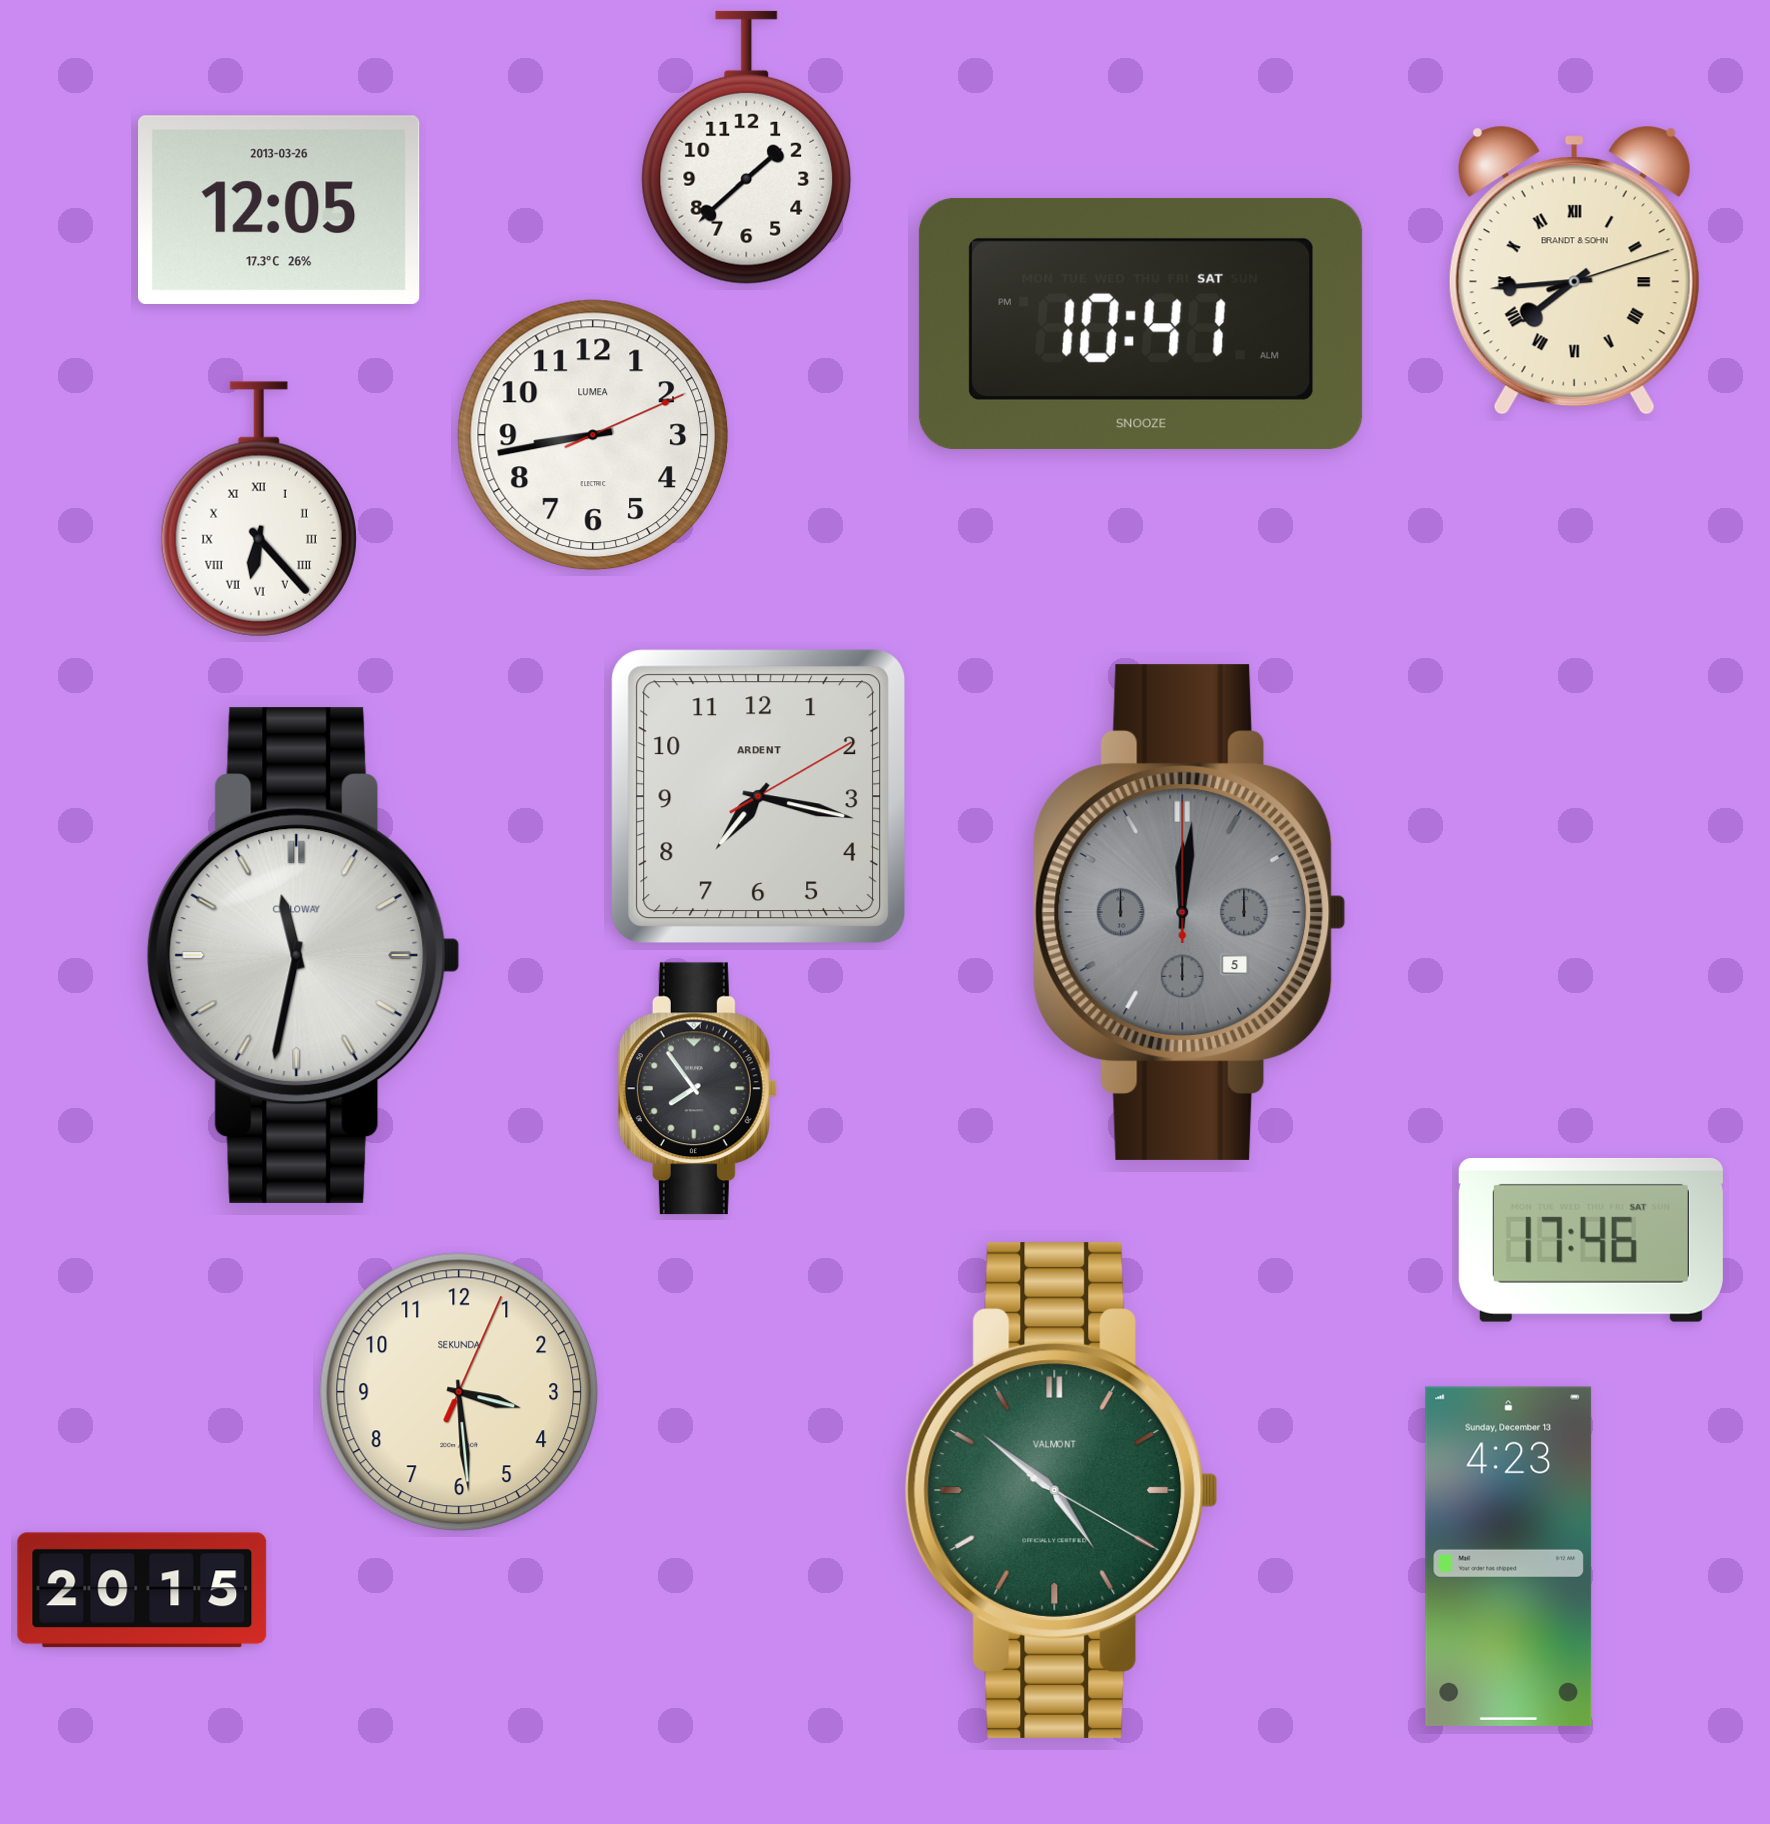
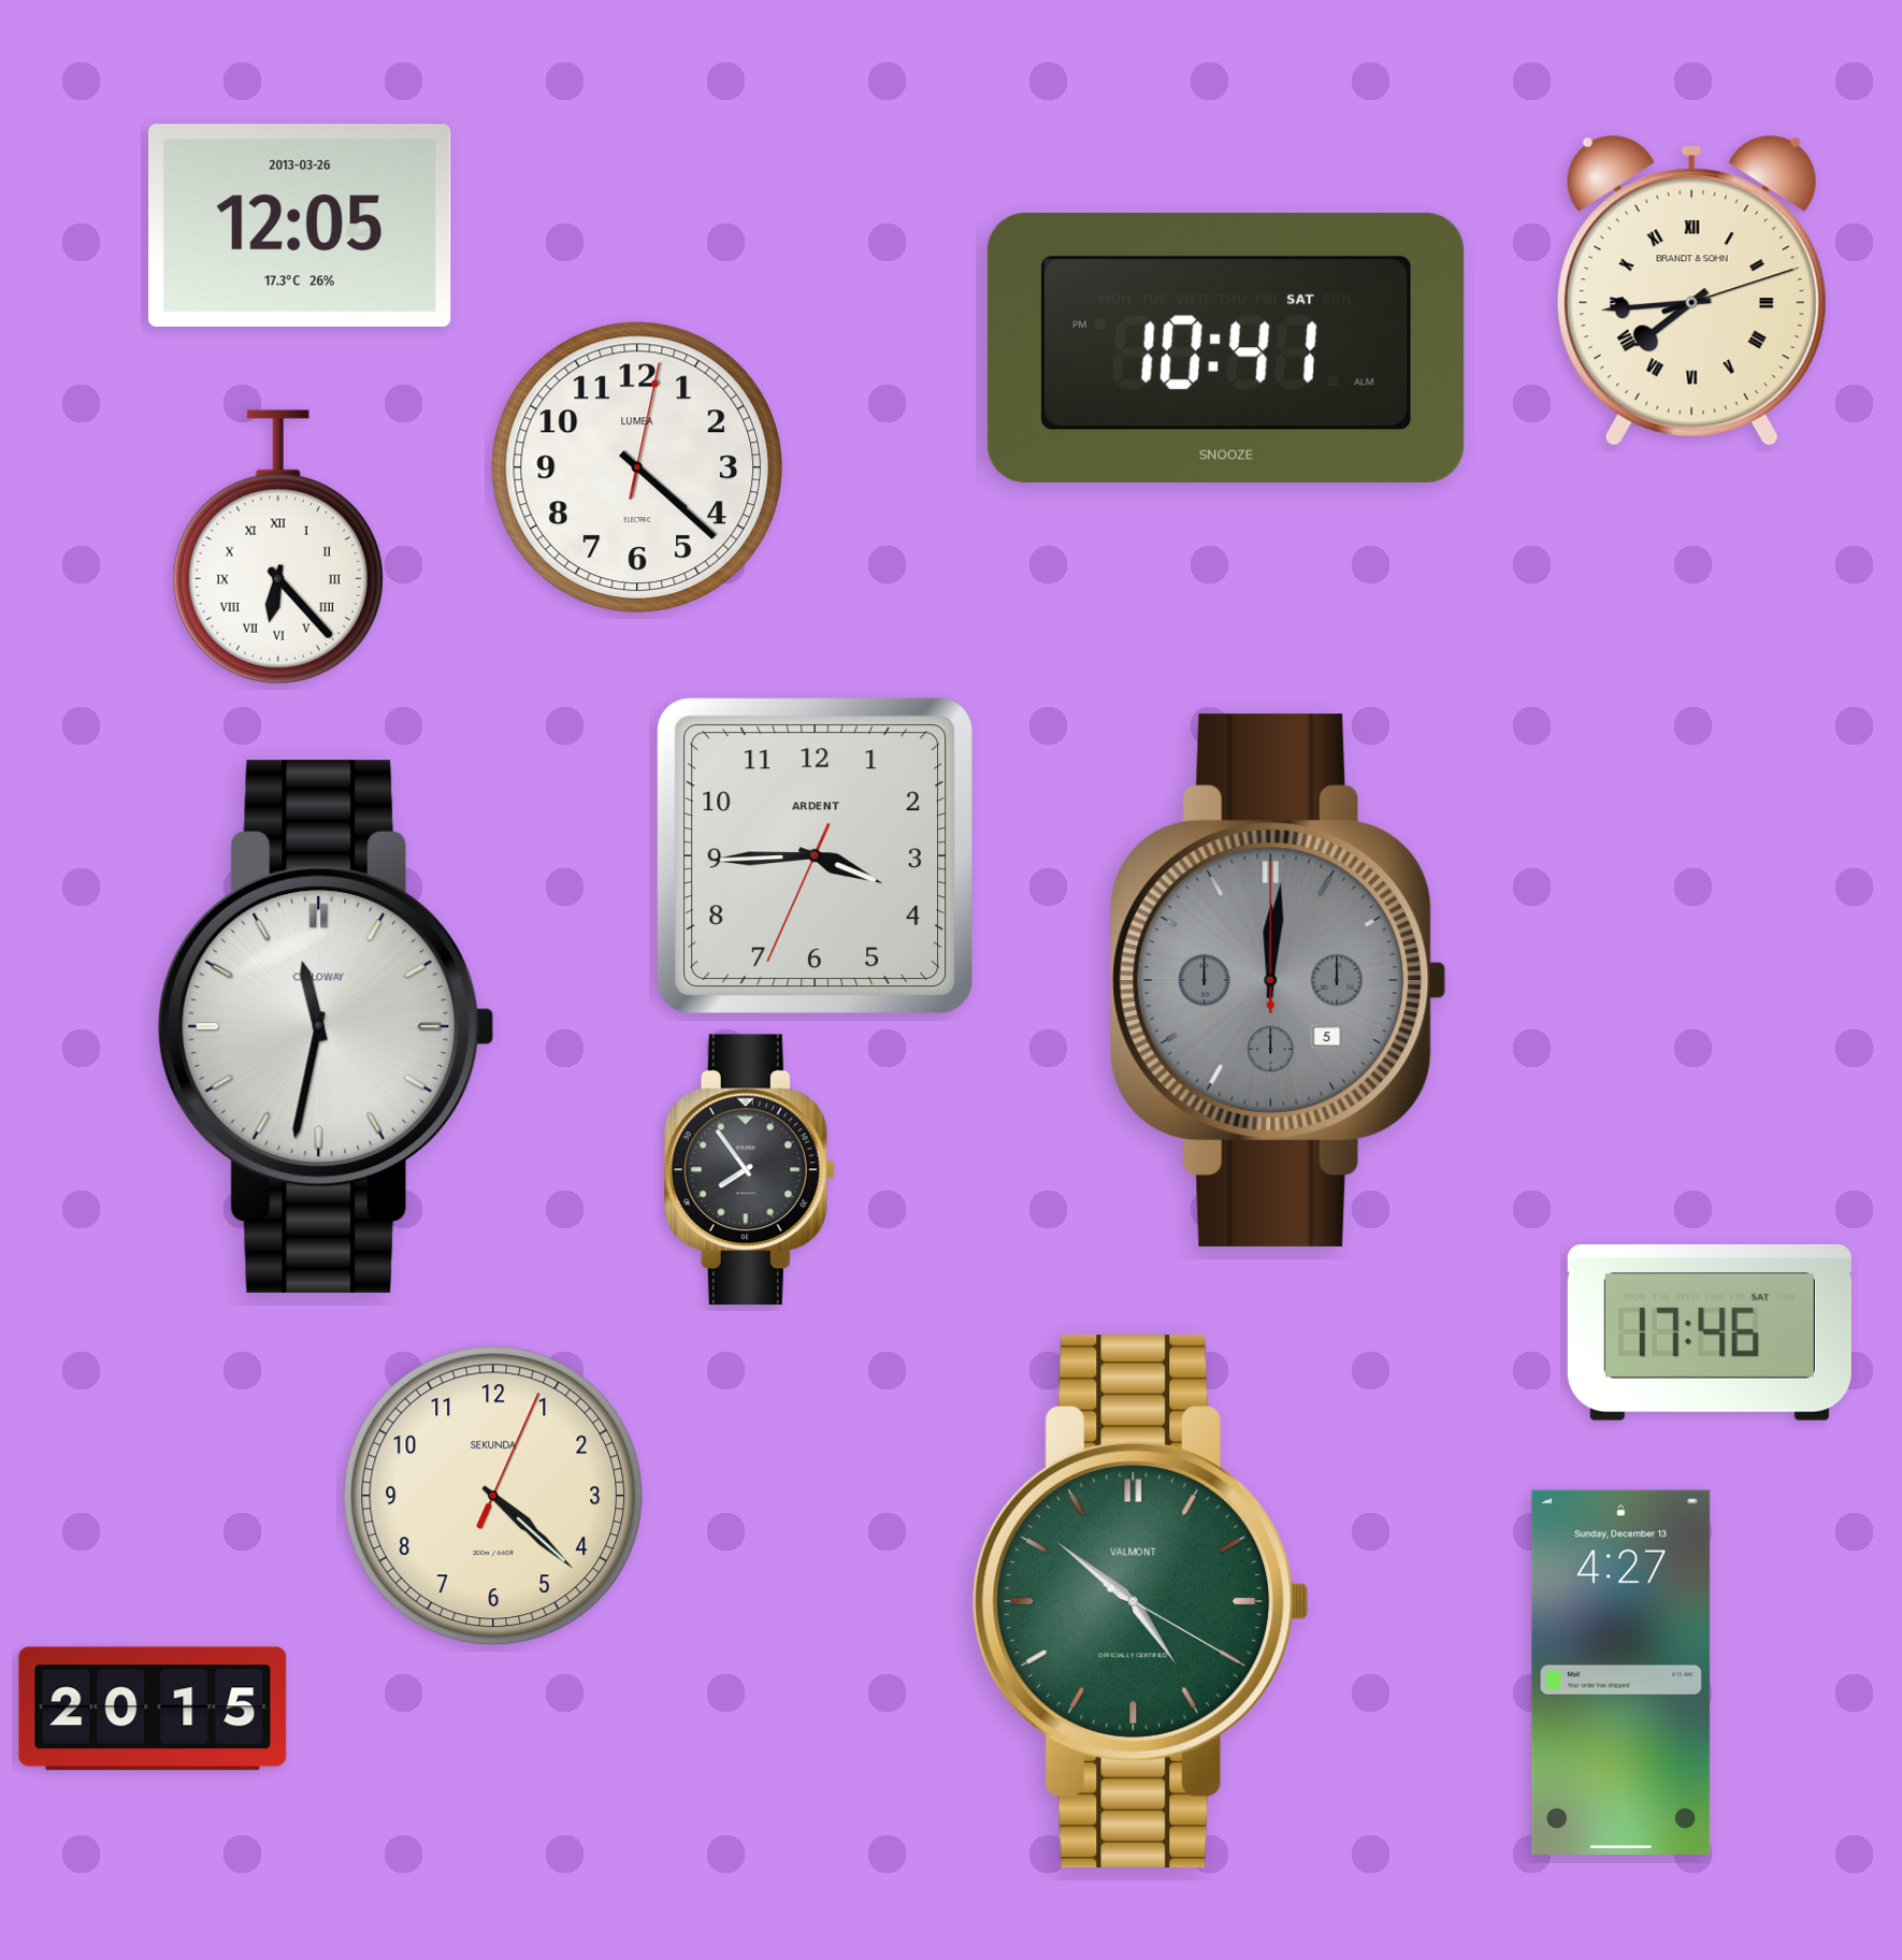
clock at (747, 148): 1:38 -> none
clock at (593, 435): 8:43 -> 4:22
clock at (758, 796): 7:17 -> 3:44
clock at (459, 1392): 3:29 -> 4:22
clock at (1509, 1556): 4:23 -> 4:27
